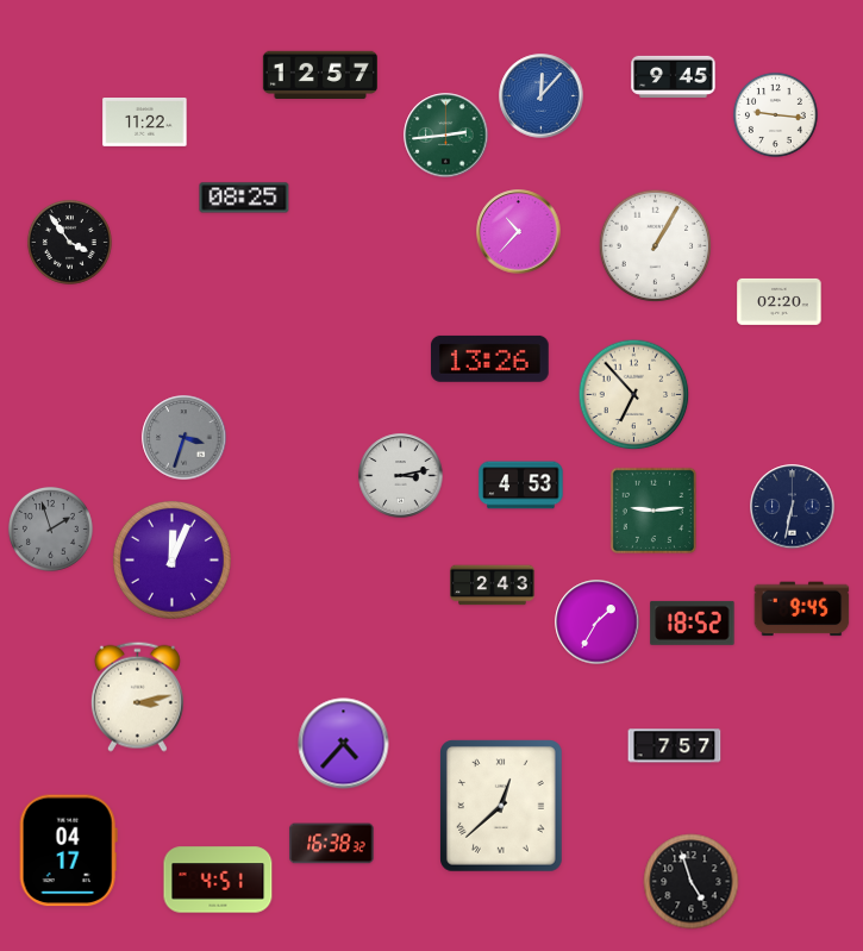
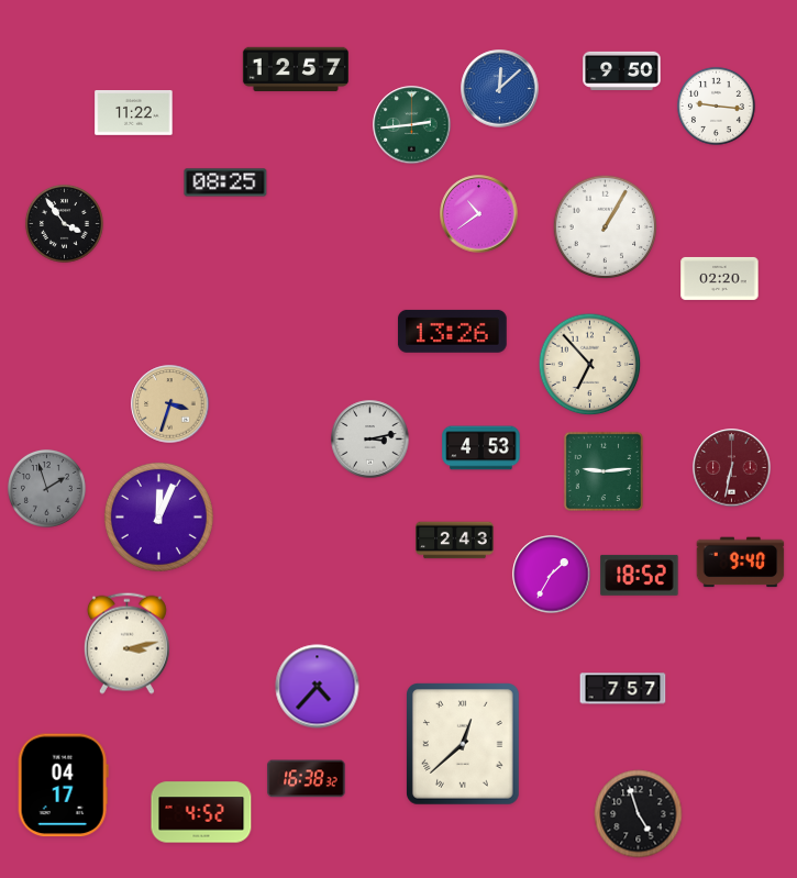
clock at (674, 76): 9:45 -> 9:50
clock at (542, 96): 12:07 -> 12:08
clock at (519, 232): 10:37 -> 10:39
clock at (634, 395) position: (634, 395) -> (590, 365)
clock at (185, 438) dial: grey -> champagne
clock at (793, 507) dial: navy -> burgundy
clock at (802, 609): 9:45 -> 9:40
clock at (218, 880): 4:51 -> 4:52
